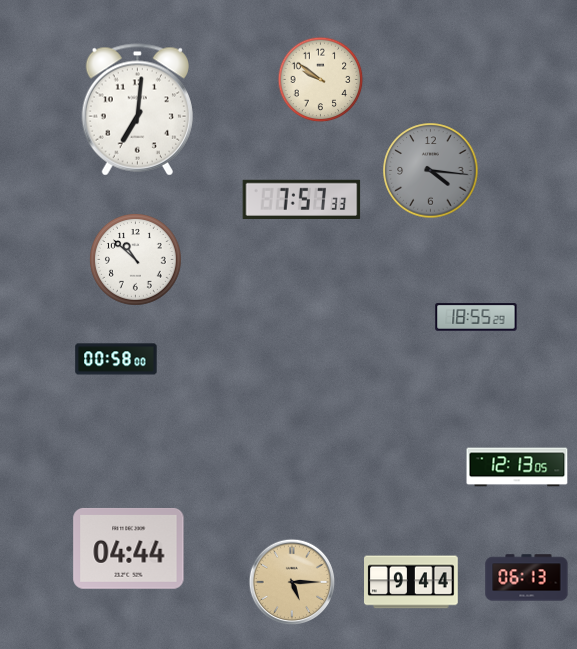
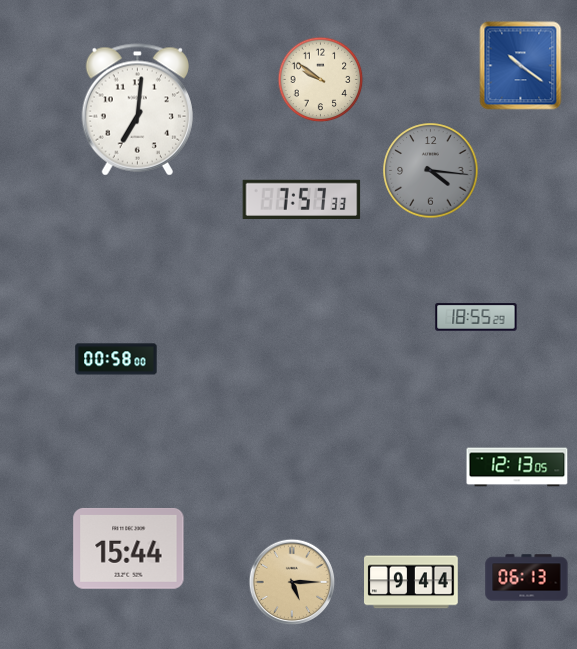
clock at (521, 66): none -> 10:21
clock at (136, 260): 10:52 -> none
clock at (129, 548): 04:44 -> 15:44
